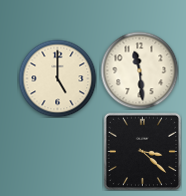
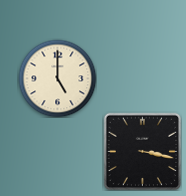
clock at (139, 70): 11:29 -> none
clock at (142, 151): 3:22 -> 3:17
